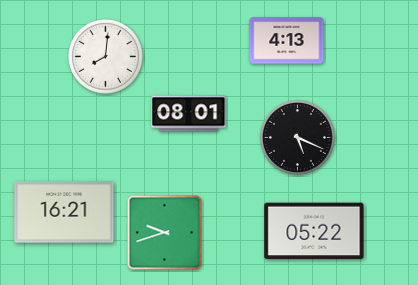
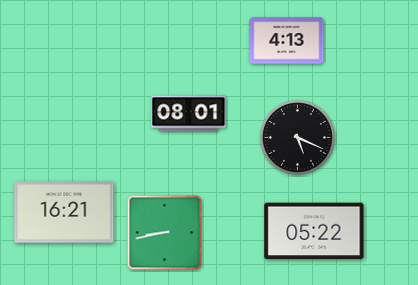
clock at (106, 57): 8:01 -> none
clock at (165, 233): 9:42 -> 8:43
